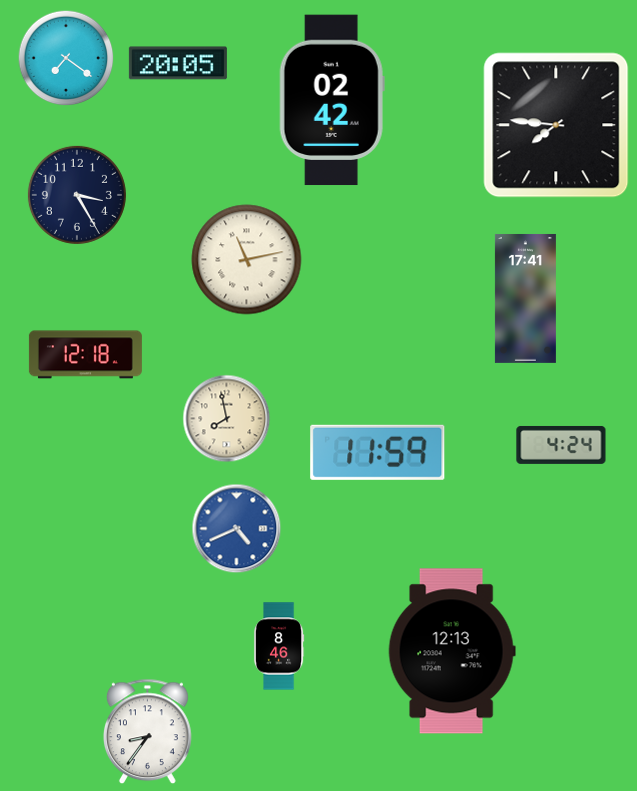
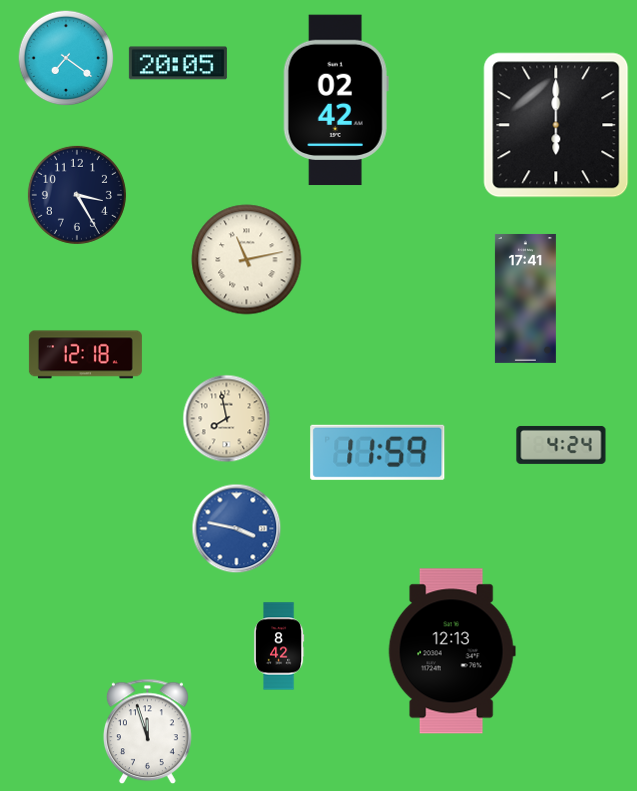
clock at (332, 100) position: (332, 100) -> (336, 100)
clock at (556, 125): 7:46 -> 6:00
clock at (237, 529): 4:41 -> 3:47
clock at (279, 646): 8:46 -> 8:42
clock at (148, 732): 8:36 -> 11:57
